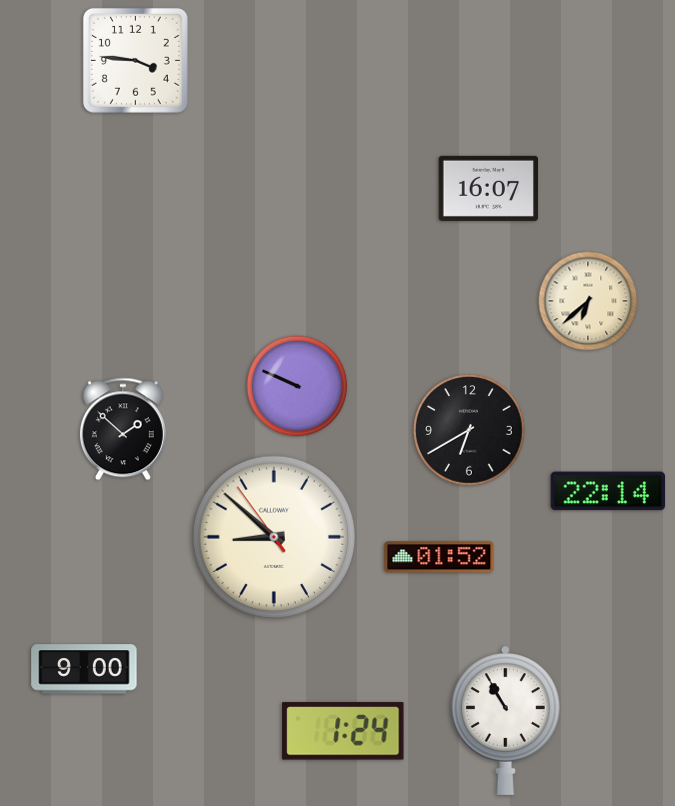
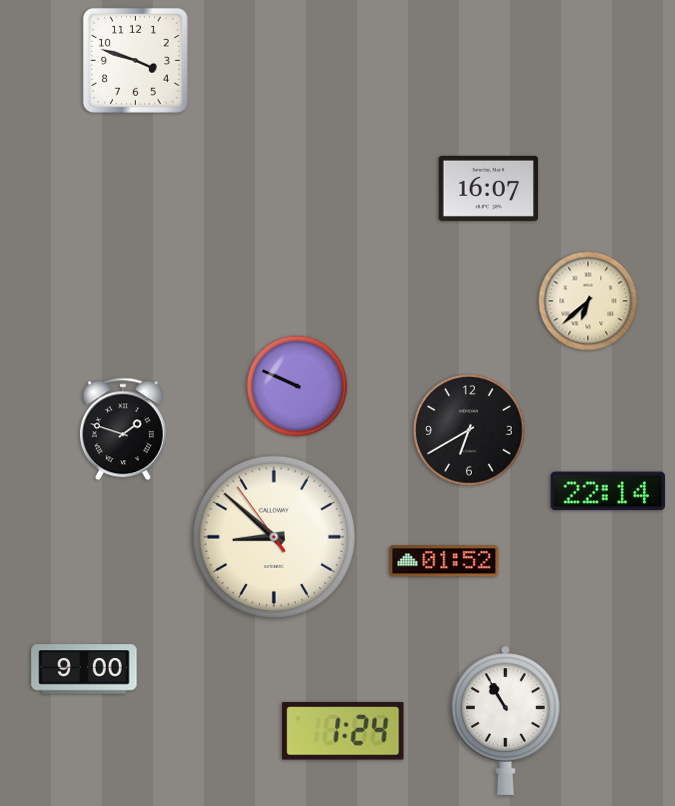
clock at (135, 60): 3:46 -> 3:48
clock at (123, 429): 1:52 -> 1:48
clock at (439, 557) position: (439, 557) -> (444, 561)
